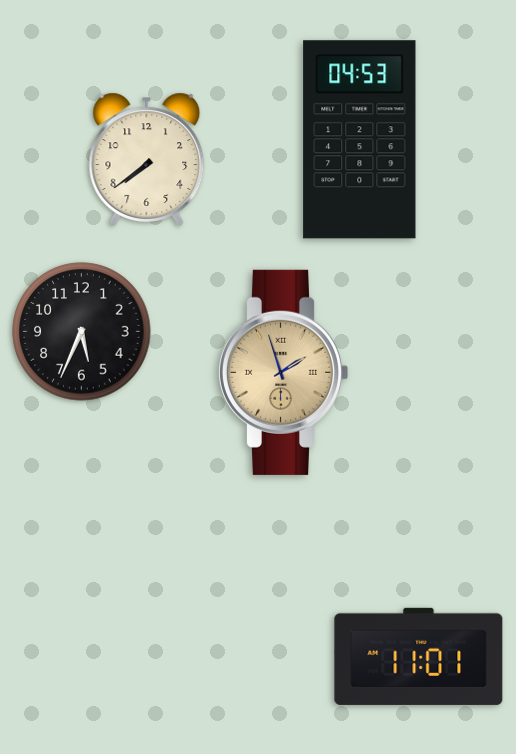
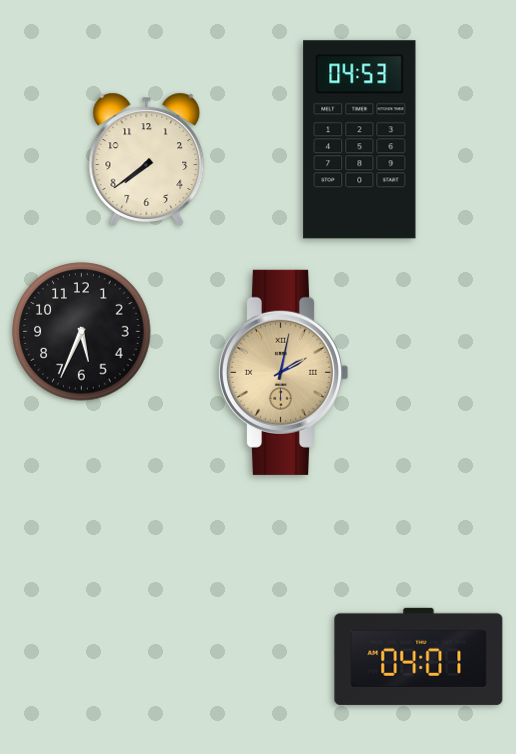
clock at (283, 372): 1:57 -> 2:02
clock at (419, 656): 11:01 -> 04:01
